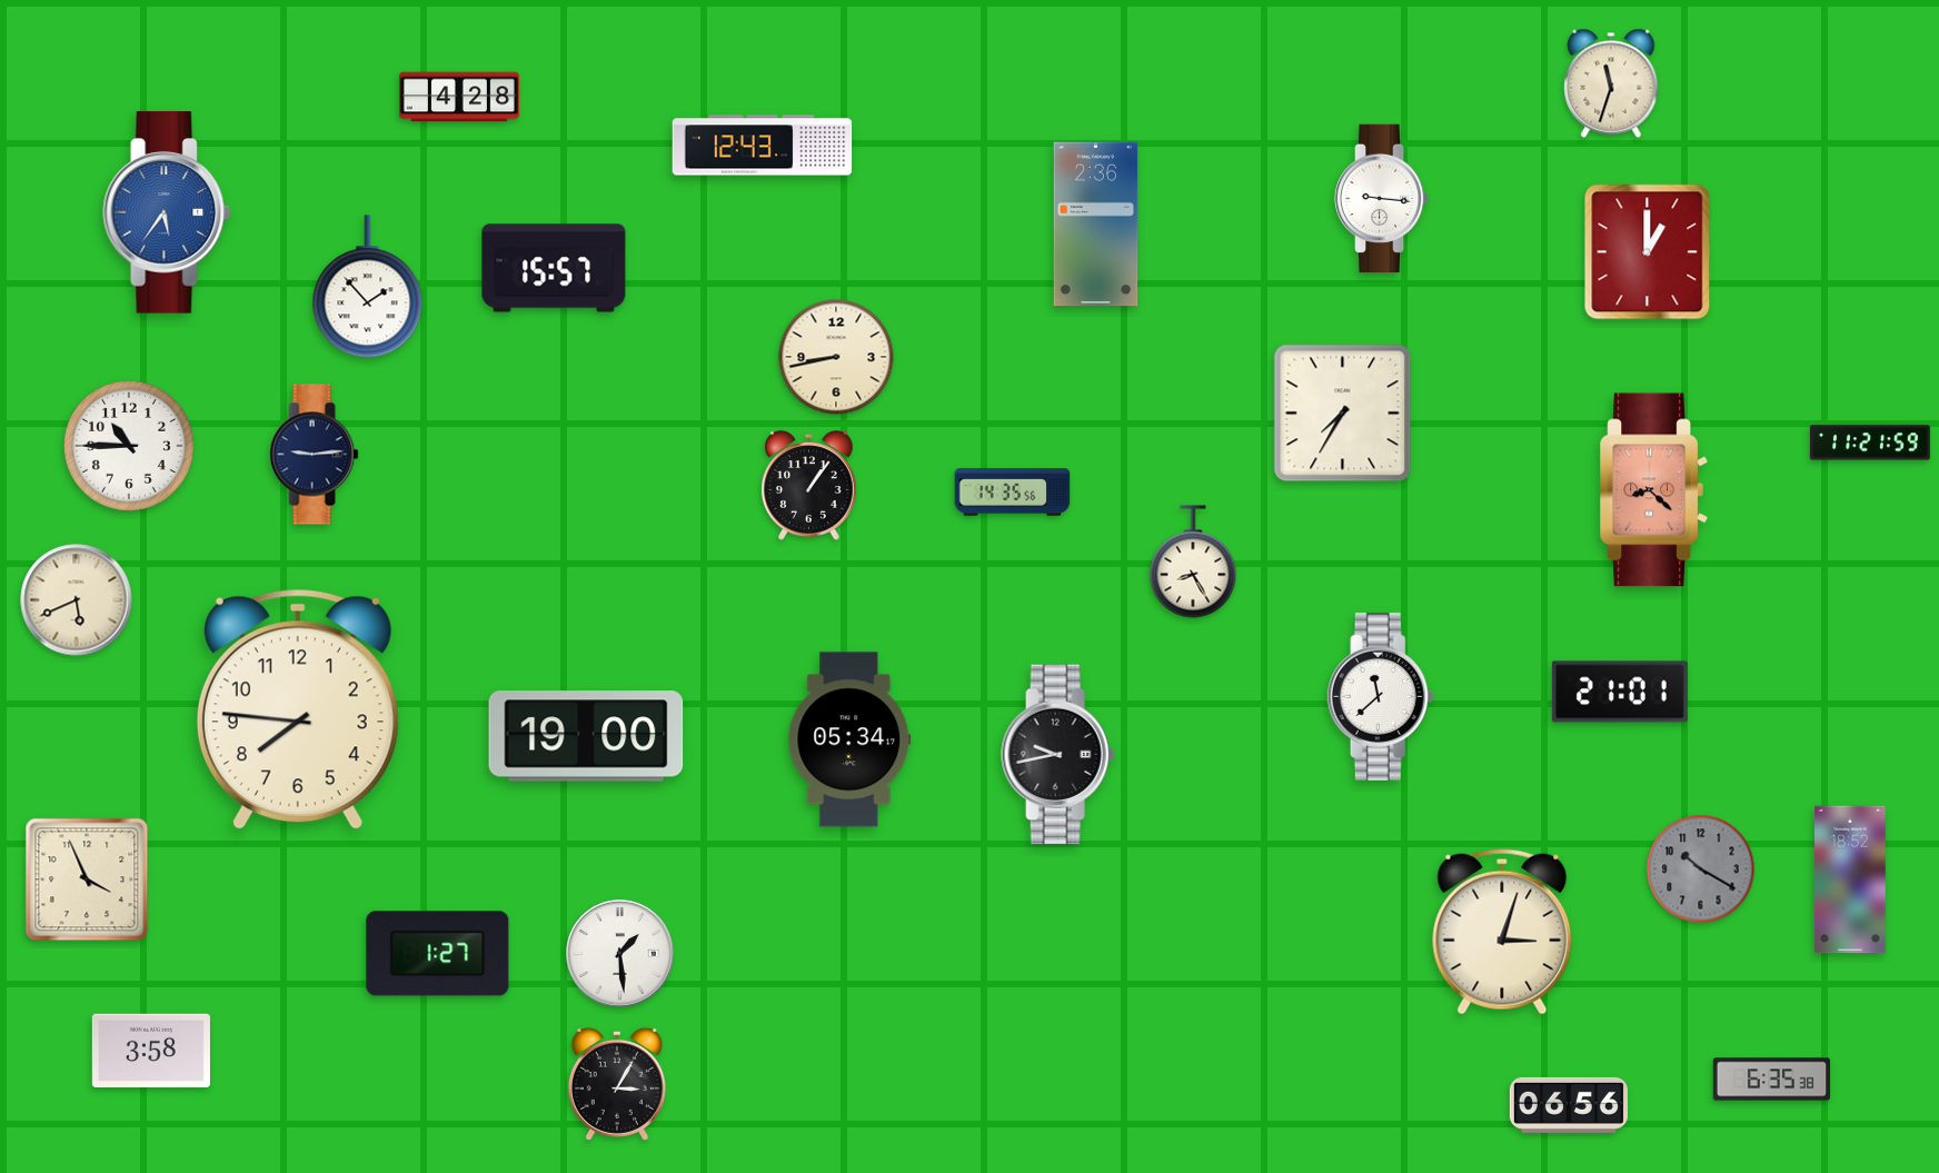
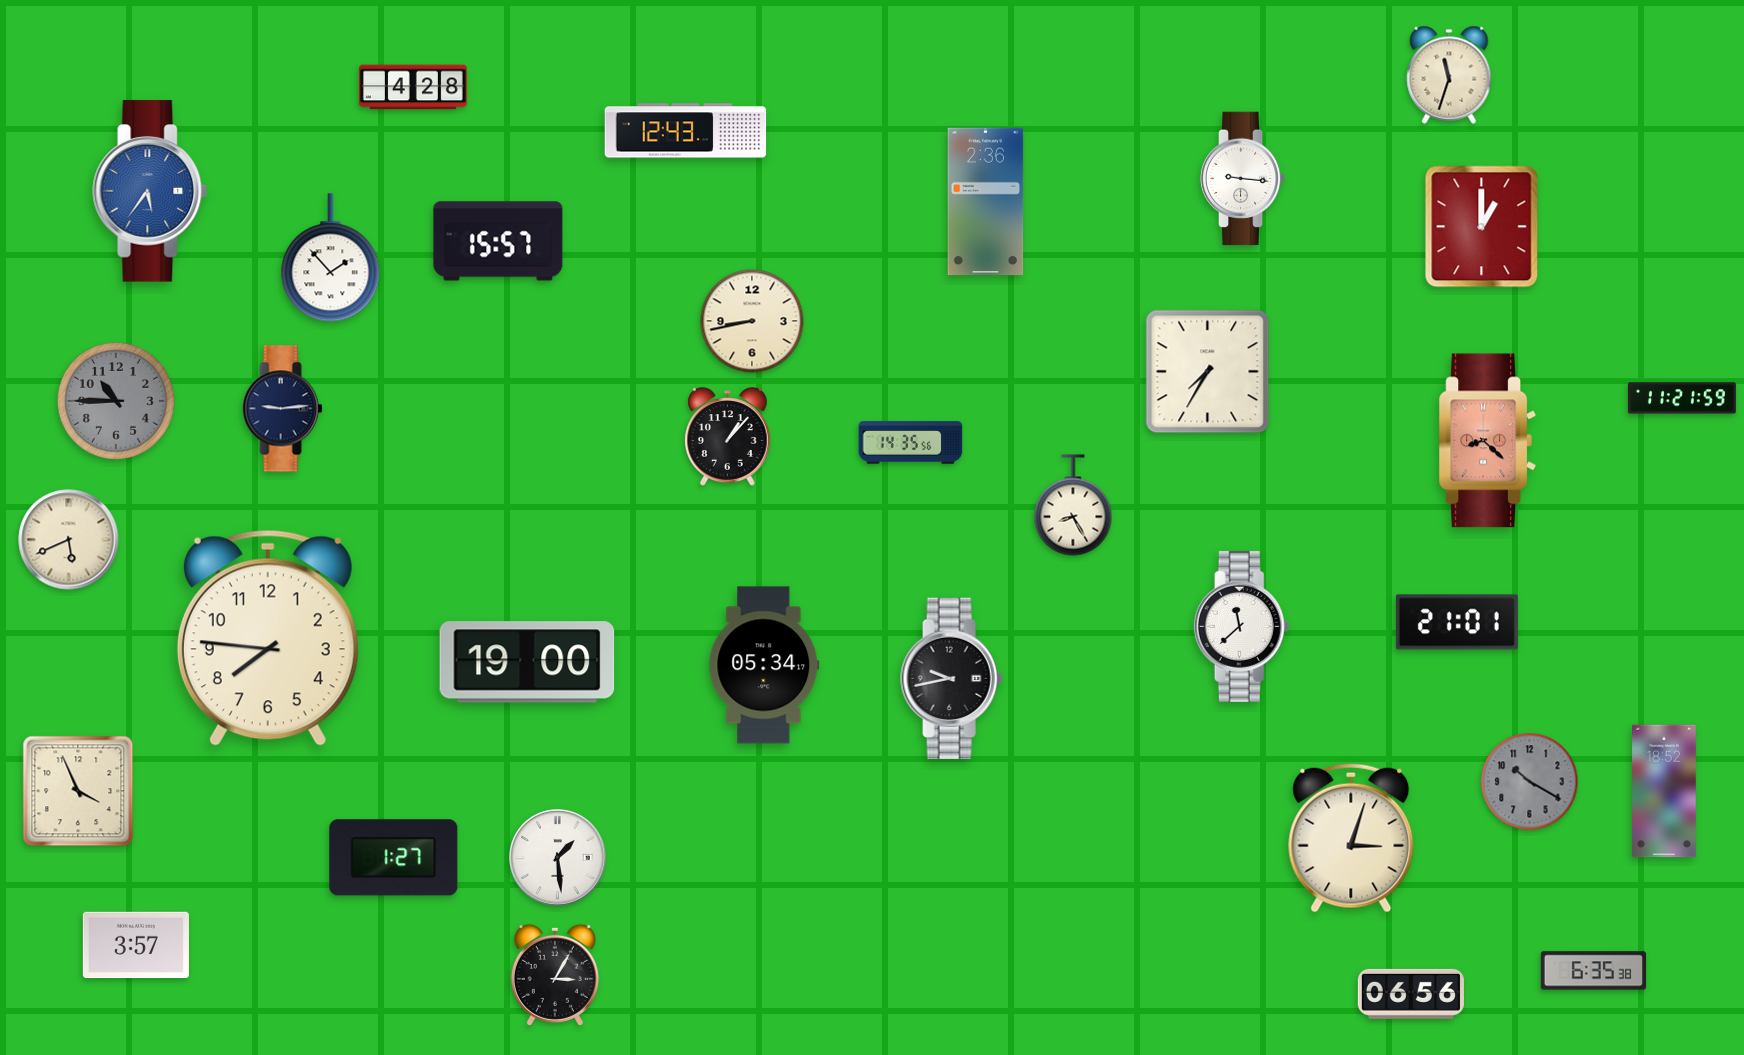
clock at (129, 446) dial: white -> grey
clock at (809, 486): 1:06 -> 1:07
clock at (151, 1051): 3:58 -> 3:57
